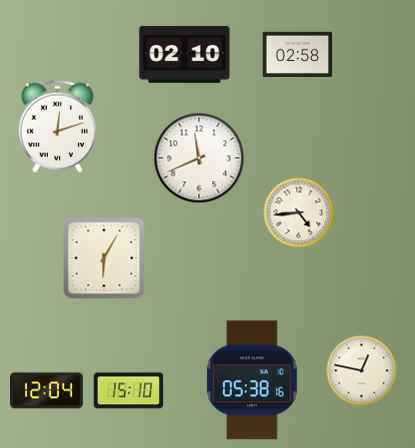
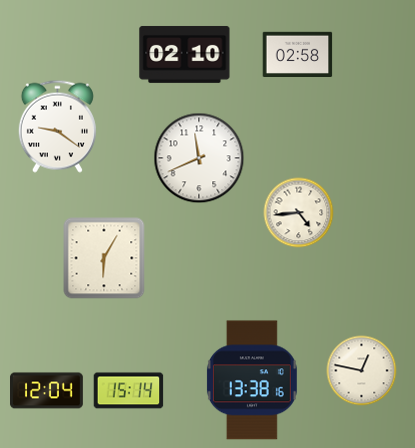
clock at (57, 126): 12:12 -> 9:21
clock at (252, 380): 05:38 -> 13:38
clock at (129, 391): 15:10 -> 15:14
